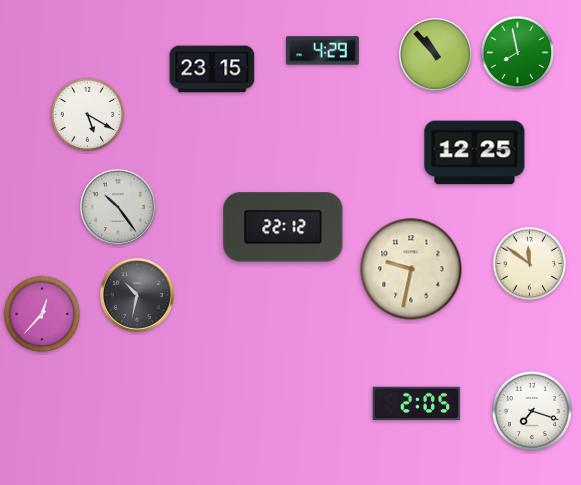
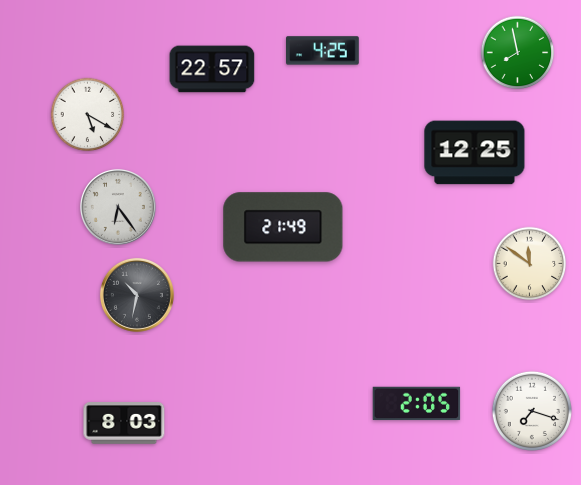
clock at (323, 51): 4:29 -> 4:25
clock at (435, 54): 10:53 -> none
clock at (212, 69): 23:15 -> 22:57
clock at (118, 207): 10:24 -> 6:24
clock at (283, 227): 22:12 -> 21:49
clock at (411, 269): 9:32 -> none
clock at (42, 314): 12:37 -> none
clock at (124, 424): none -> 8:03
